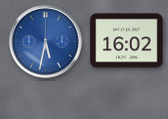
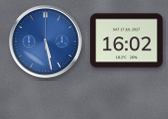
clock at (46, 42): 5:32 -> 5:28
